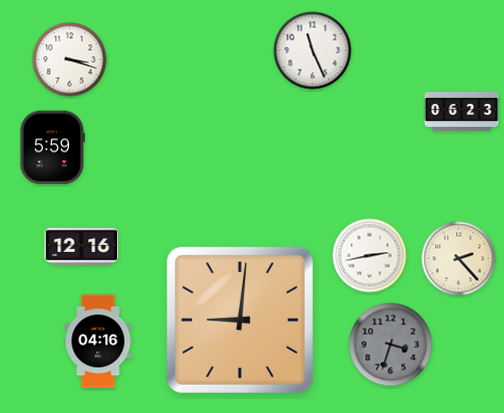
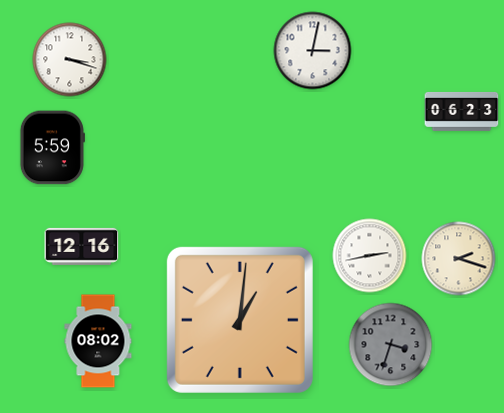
clock at (313, 51): 11:26 -> 3:02
clock at (459, 259): 2:23 -> 2:18
clock at (240, 320): 9:01 -> 1:01
clock at (98, 341): 04:16 -> 08:02
